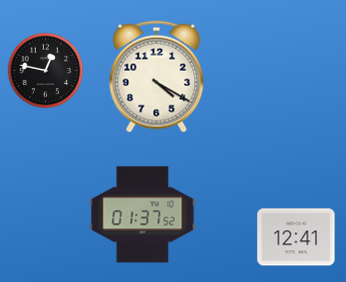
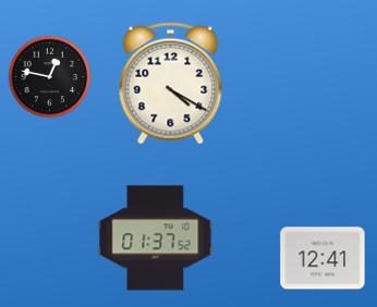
clock at (143, 215) position: (143, 215) -> (156, 238)
